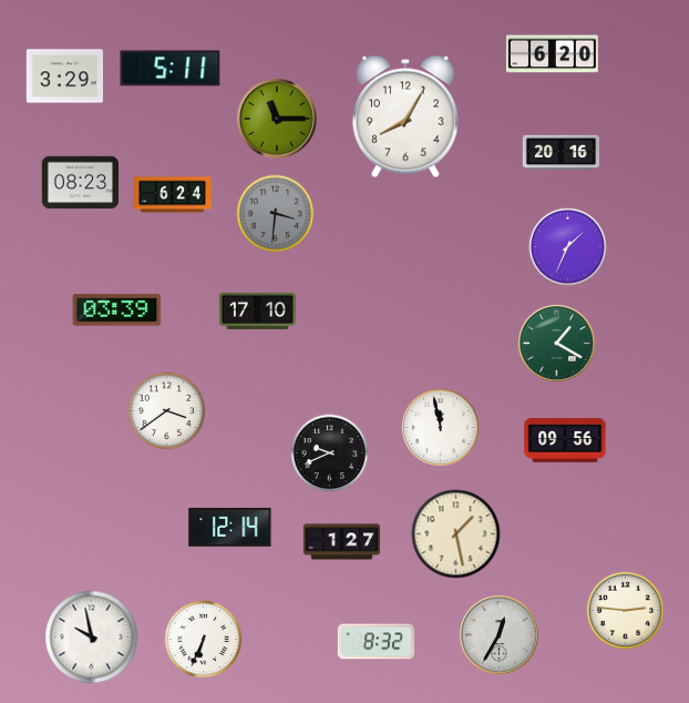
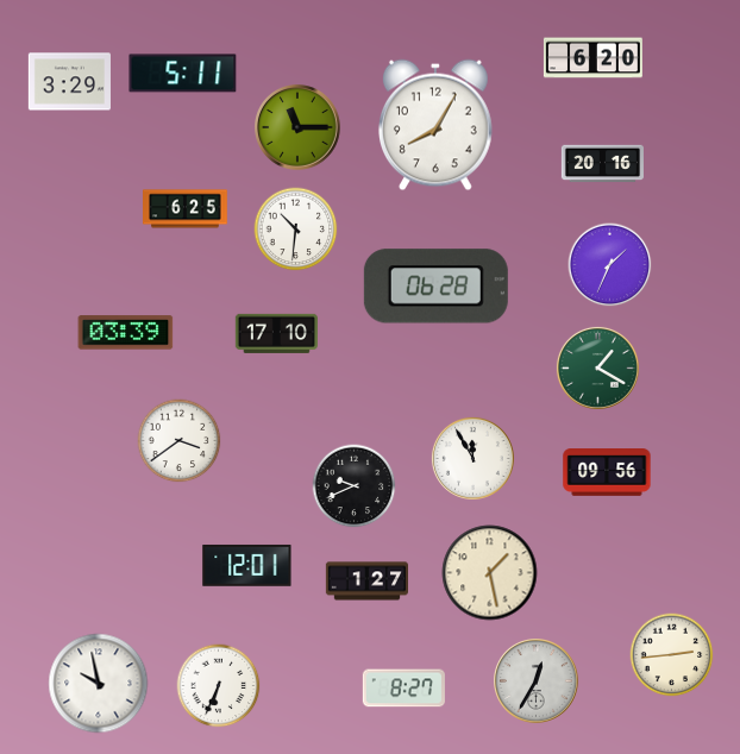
clock at (80, 183): 08:23 -> none
clock at (173, 195): 6:24 -> 6:25
clock at (276, 214): 3:31 -> 10:31
clock at (276, 214) dial: grey -> white
clock at (435, 287): none -> 06:28
clock at (440, 427): 11:58 -> 11:55
clock at (230, 527): 12:14 -> 12:01
clock at (626, 611): 2:46 -> 2:44
clock at (376, 642): 8:32 -> 8:27
